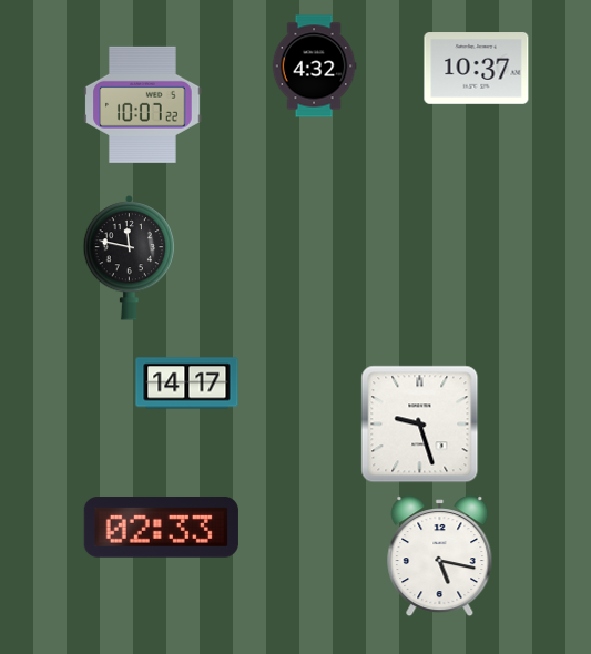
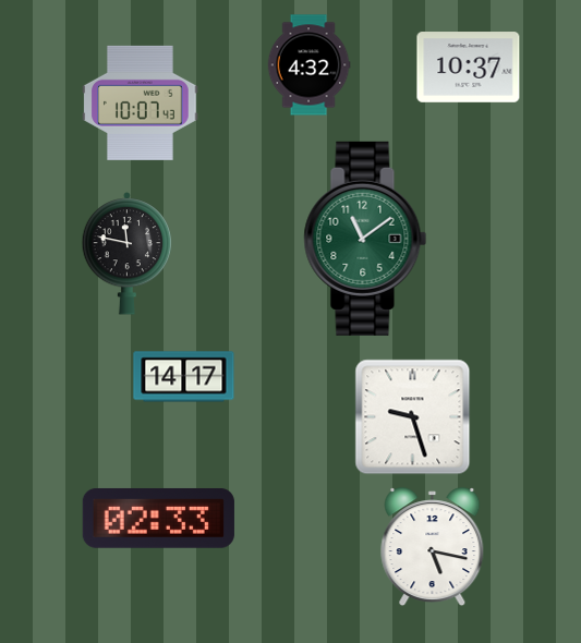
clock at (143, 104): 10:07:22 -> 10:07:43
clock at (365, 239): none -> 11:09
